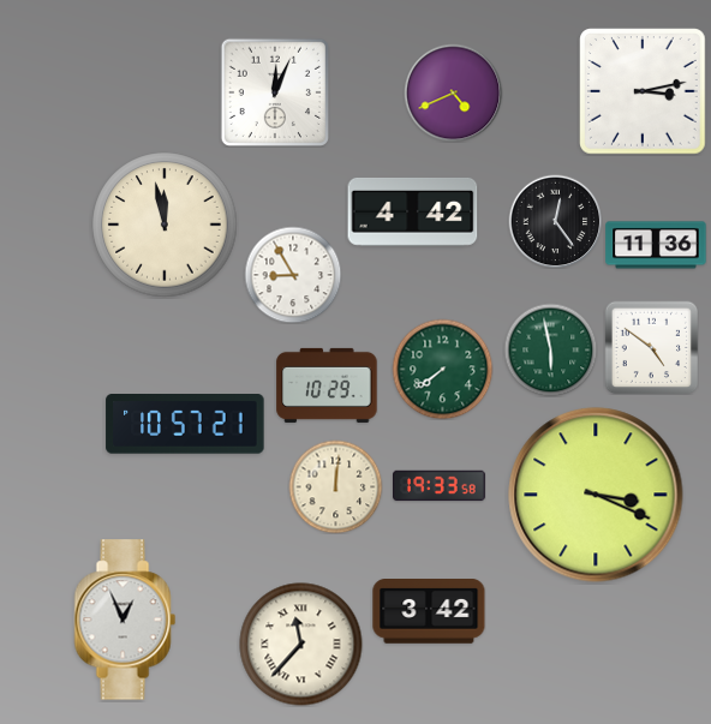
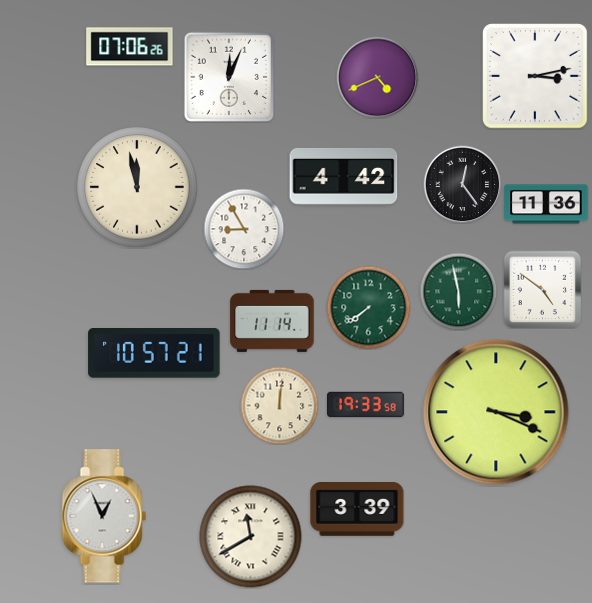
clock at (130, 47): none -> 07:06
clock at (327, 385): 10:29 -> 11:14
clock at (429, 612): 3:42 -> 3:39
clock at (301, 645): 11:37 -> 11:40
